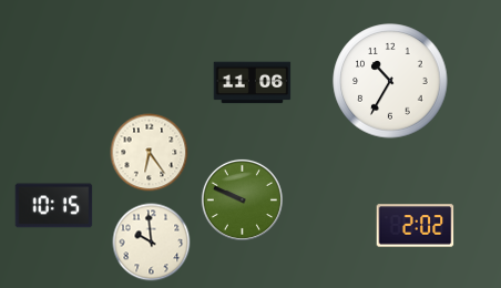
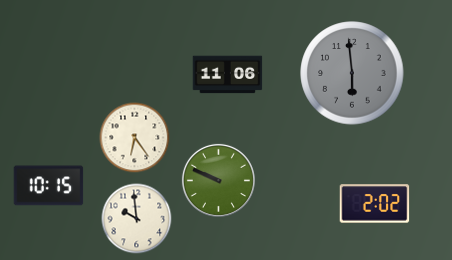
clock at (390, 81): 10:35 -> 5:59
clock at (390, 81) dial: white -> grey
